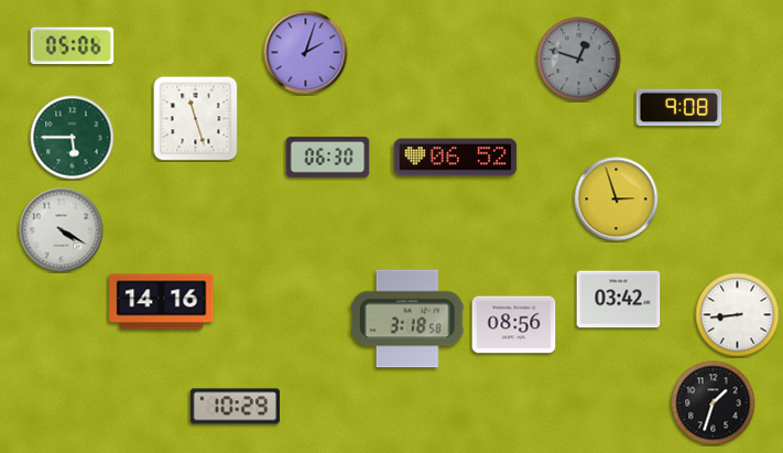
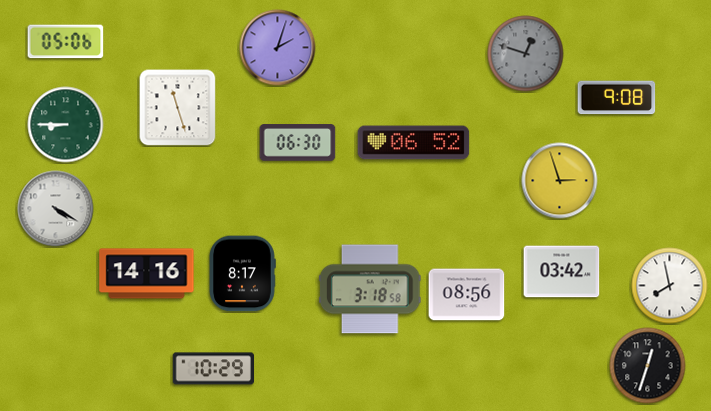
clock at (73, 138): 5:45 -> 8:45
clock at (242, 274): none -> 8:17
clock at (738, 315): 8:44 -> 7:58
clock at (714, 403): 1:33 -> 12:33
